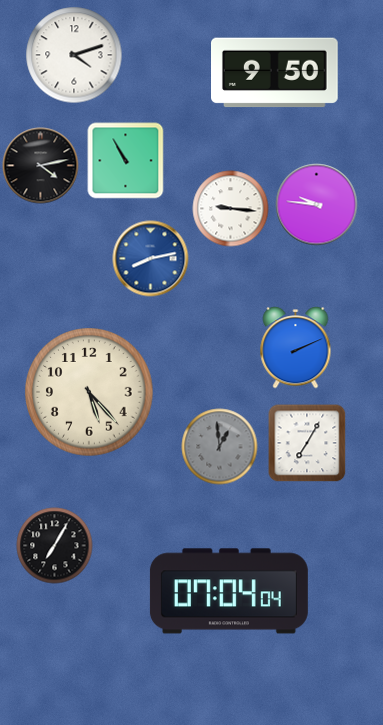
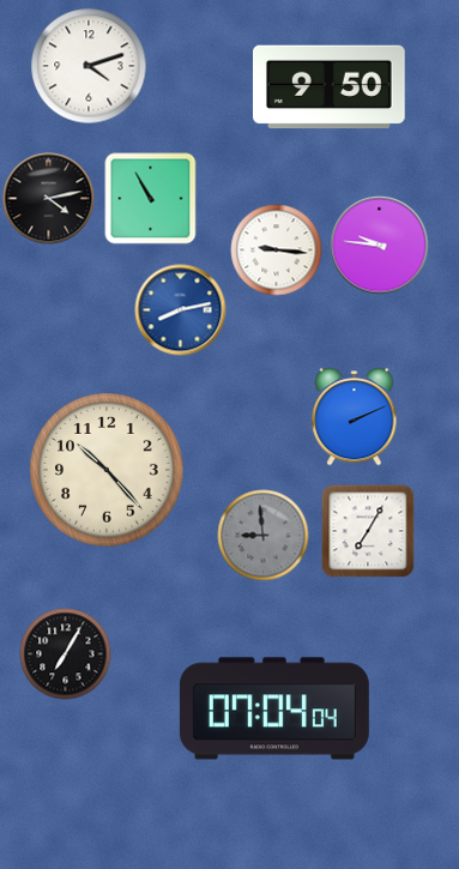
clock at (126, 161) position: (126, 161) -> (151, 199)
clock at (89, 392): 5:23 -> 10:23
clock at (220, 447): 12:59 -> 8:59
